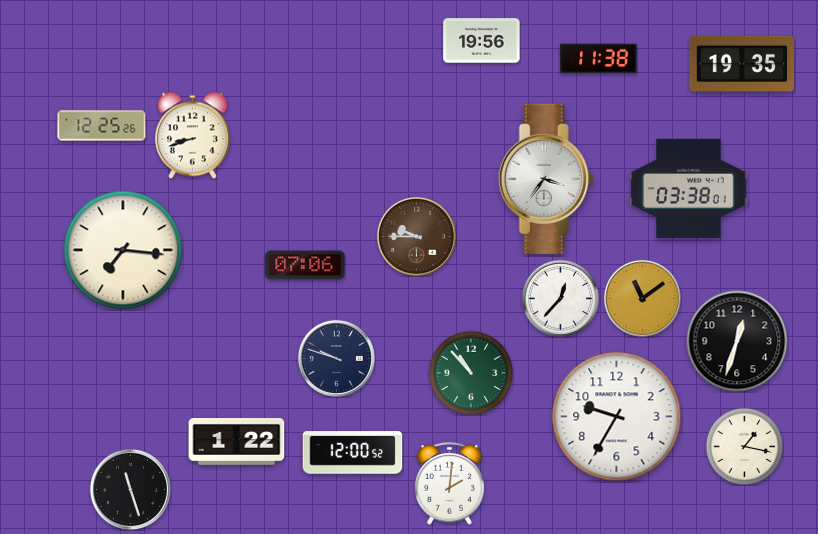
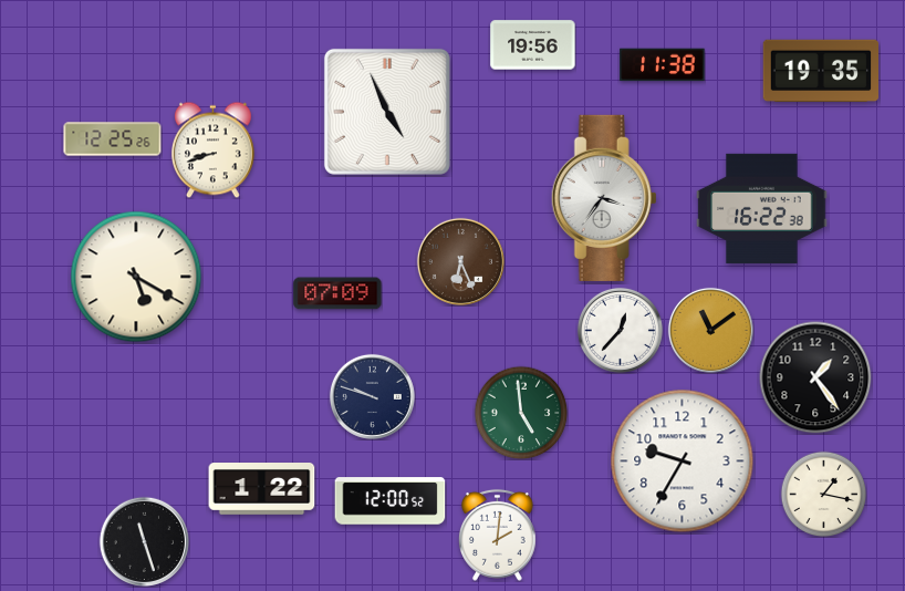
clock at (387, 112): none -> 4:56
clock at (689, 188): 03:38 -> 16:22
clock at (416, 236): 9:45 -> 6:26
clock at (123, 250): 7:16 -> 5:20
clock at (305, 265): 07:06 -> 07:09
clock at (737, 341): 12:33 -> 1:24
clock at (471, 373): 10:53 -> 4:59
